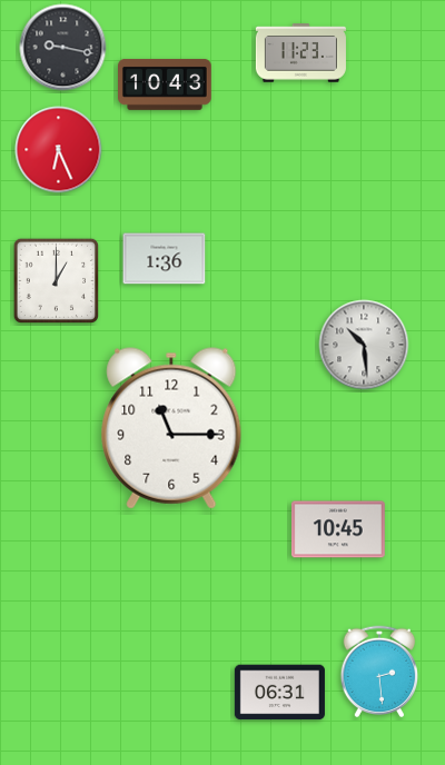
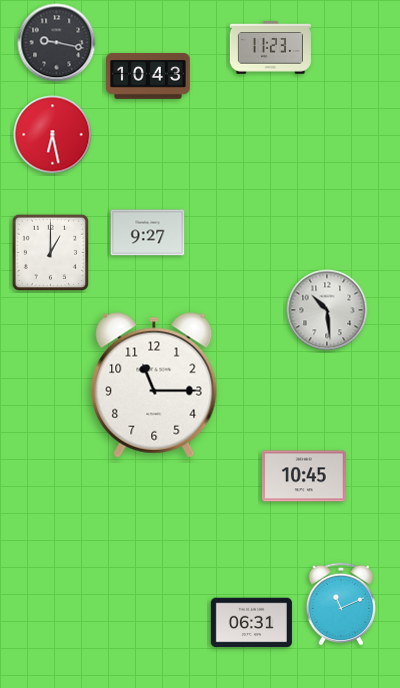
clock at (59, 150): 6:26 -> 6:28
clock at (165, 259): 1:36 -> 9:27
clock at (379, 672): 2:29 -> 11:11
